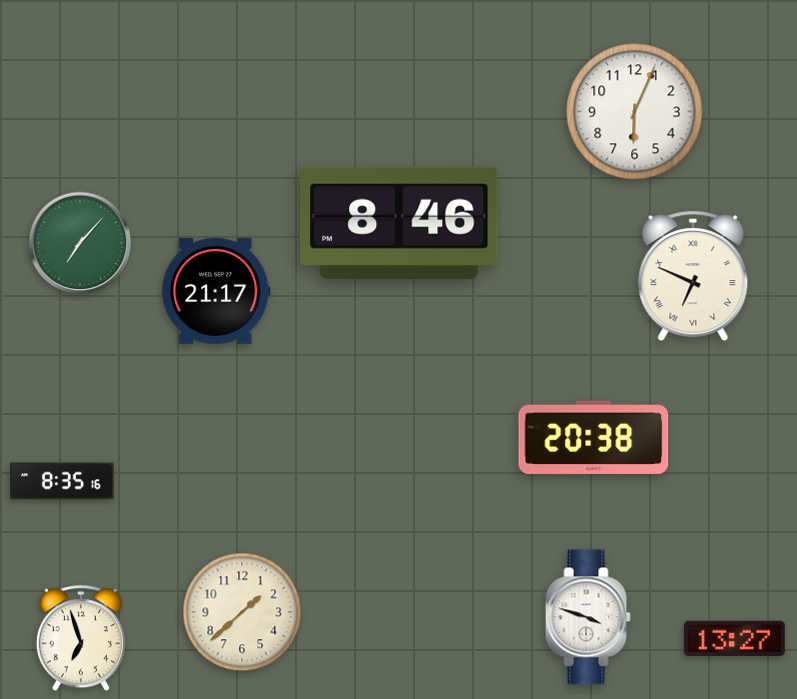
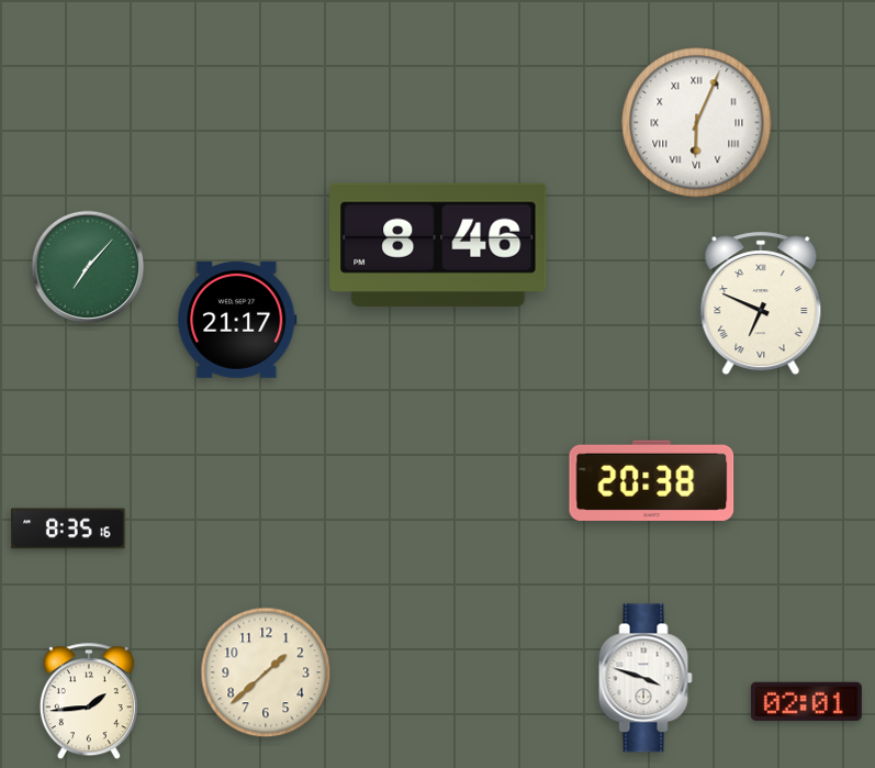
clock at (635, 112) numerals: Arabic -> Roman
clock at (734, 638): 13:27 -> 02:01
clock at (81, 639): 6:57 -> 1:44
